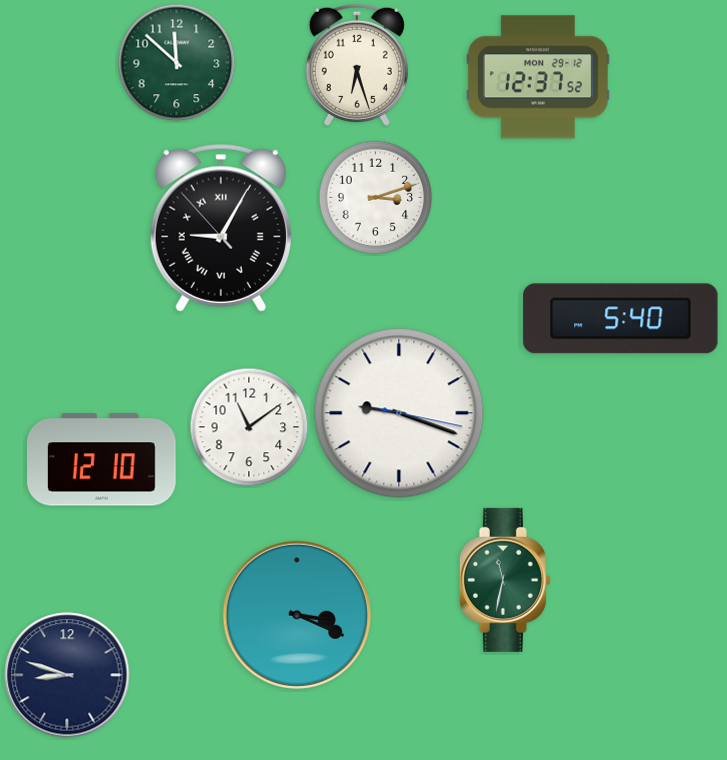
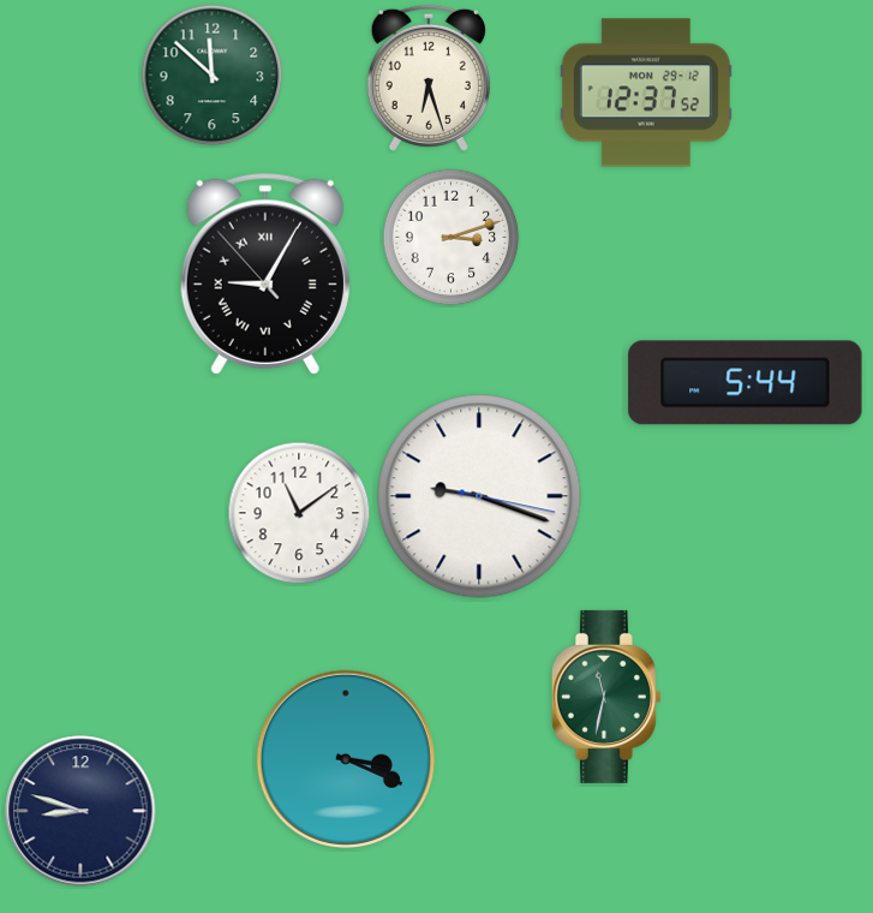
clock at (621, 319): 5:40 -> 5:44
clock at (102, 460): 12:10 -> none
clock at (297, 615) position: (297, 615) -> (346, 759)
